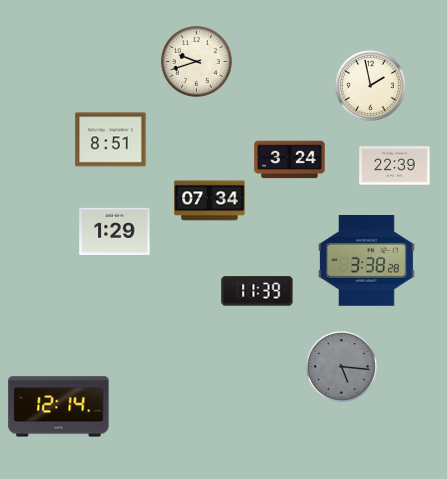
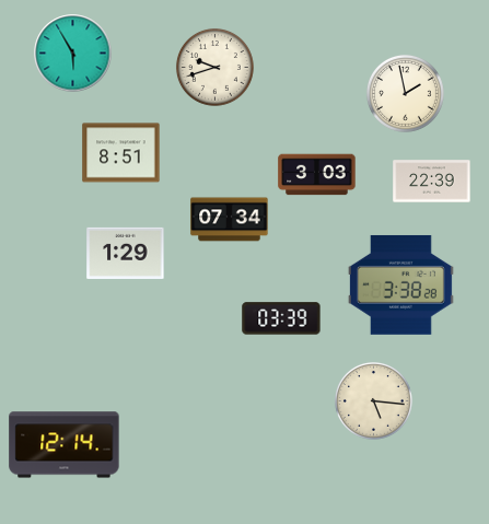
clock at (73, 54): none -> 5:55
clock at (290, 160): 3:24 -> 3:03
clock at (257, 291): 11:39 -> 03:39
clock at (341, 366) dial: grey -> cream
